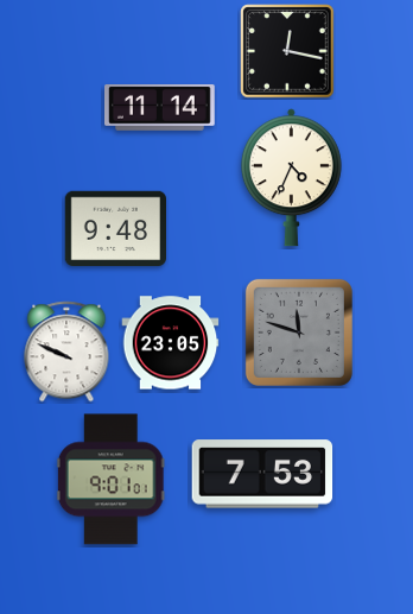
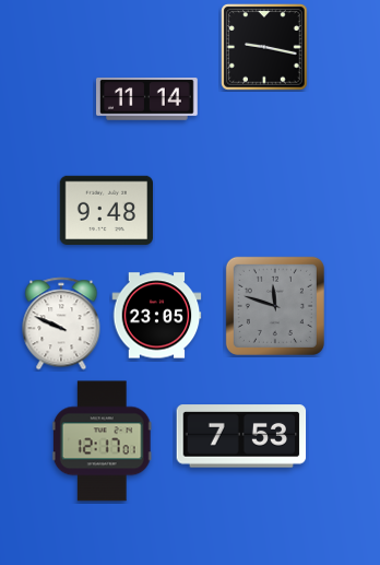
clock at (287, 51): 12:17 -> 9:17
clock at (291, 178): 4:34 -> none
clock at (110, 480): 9:01 -> 12:17
